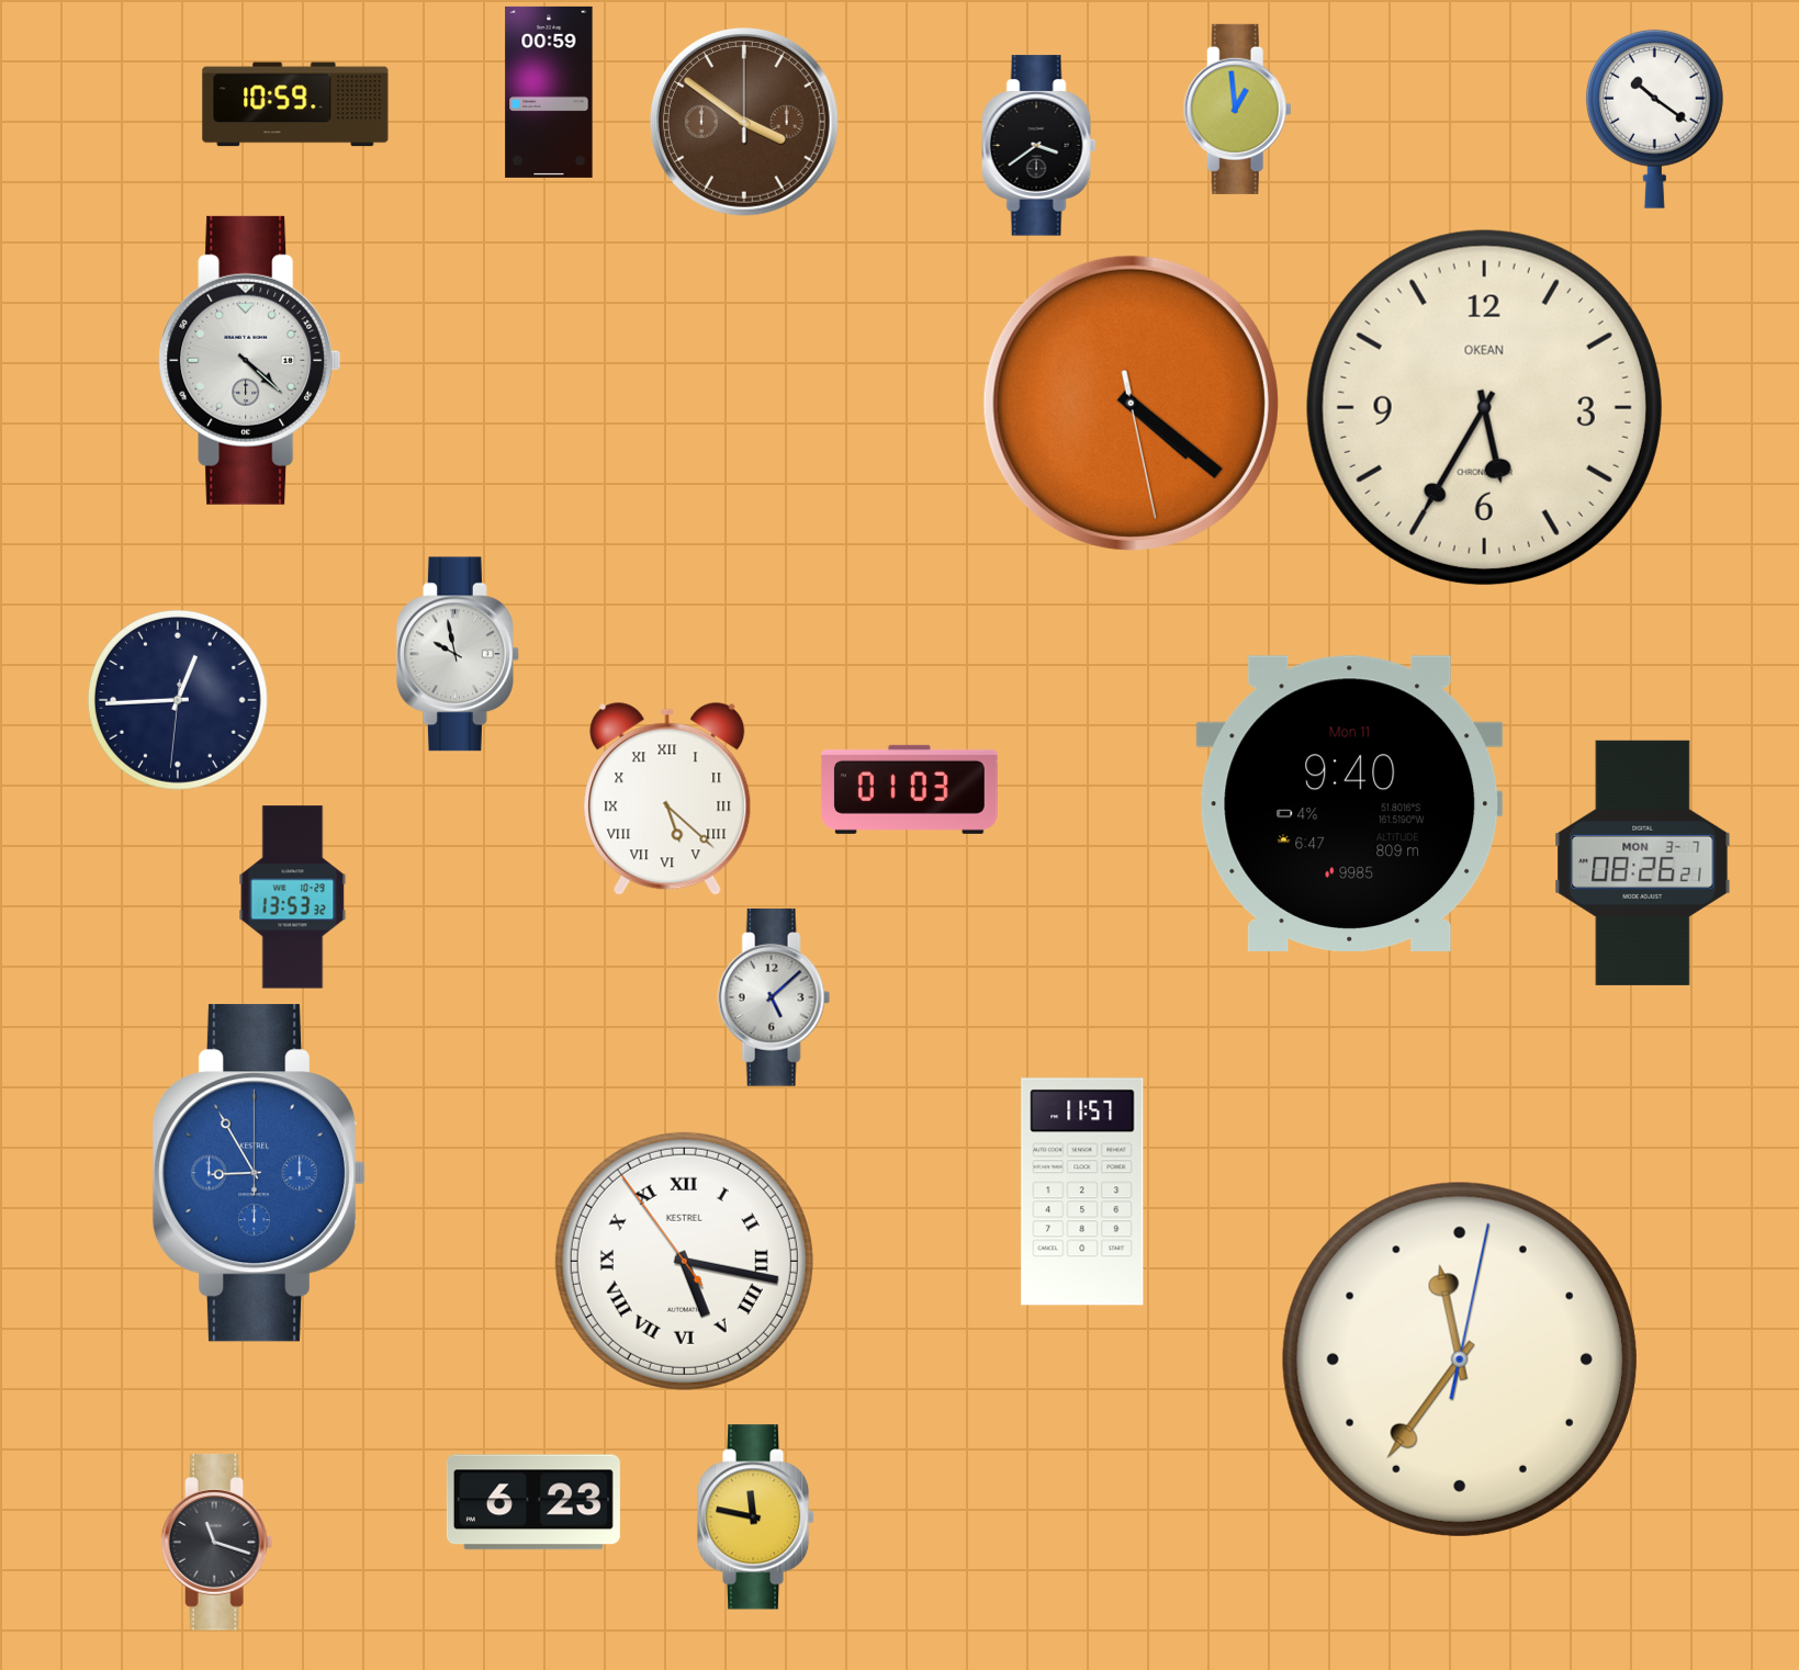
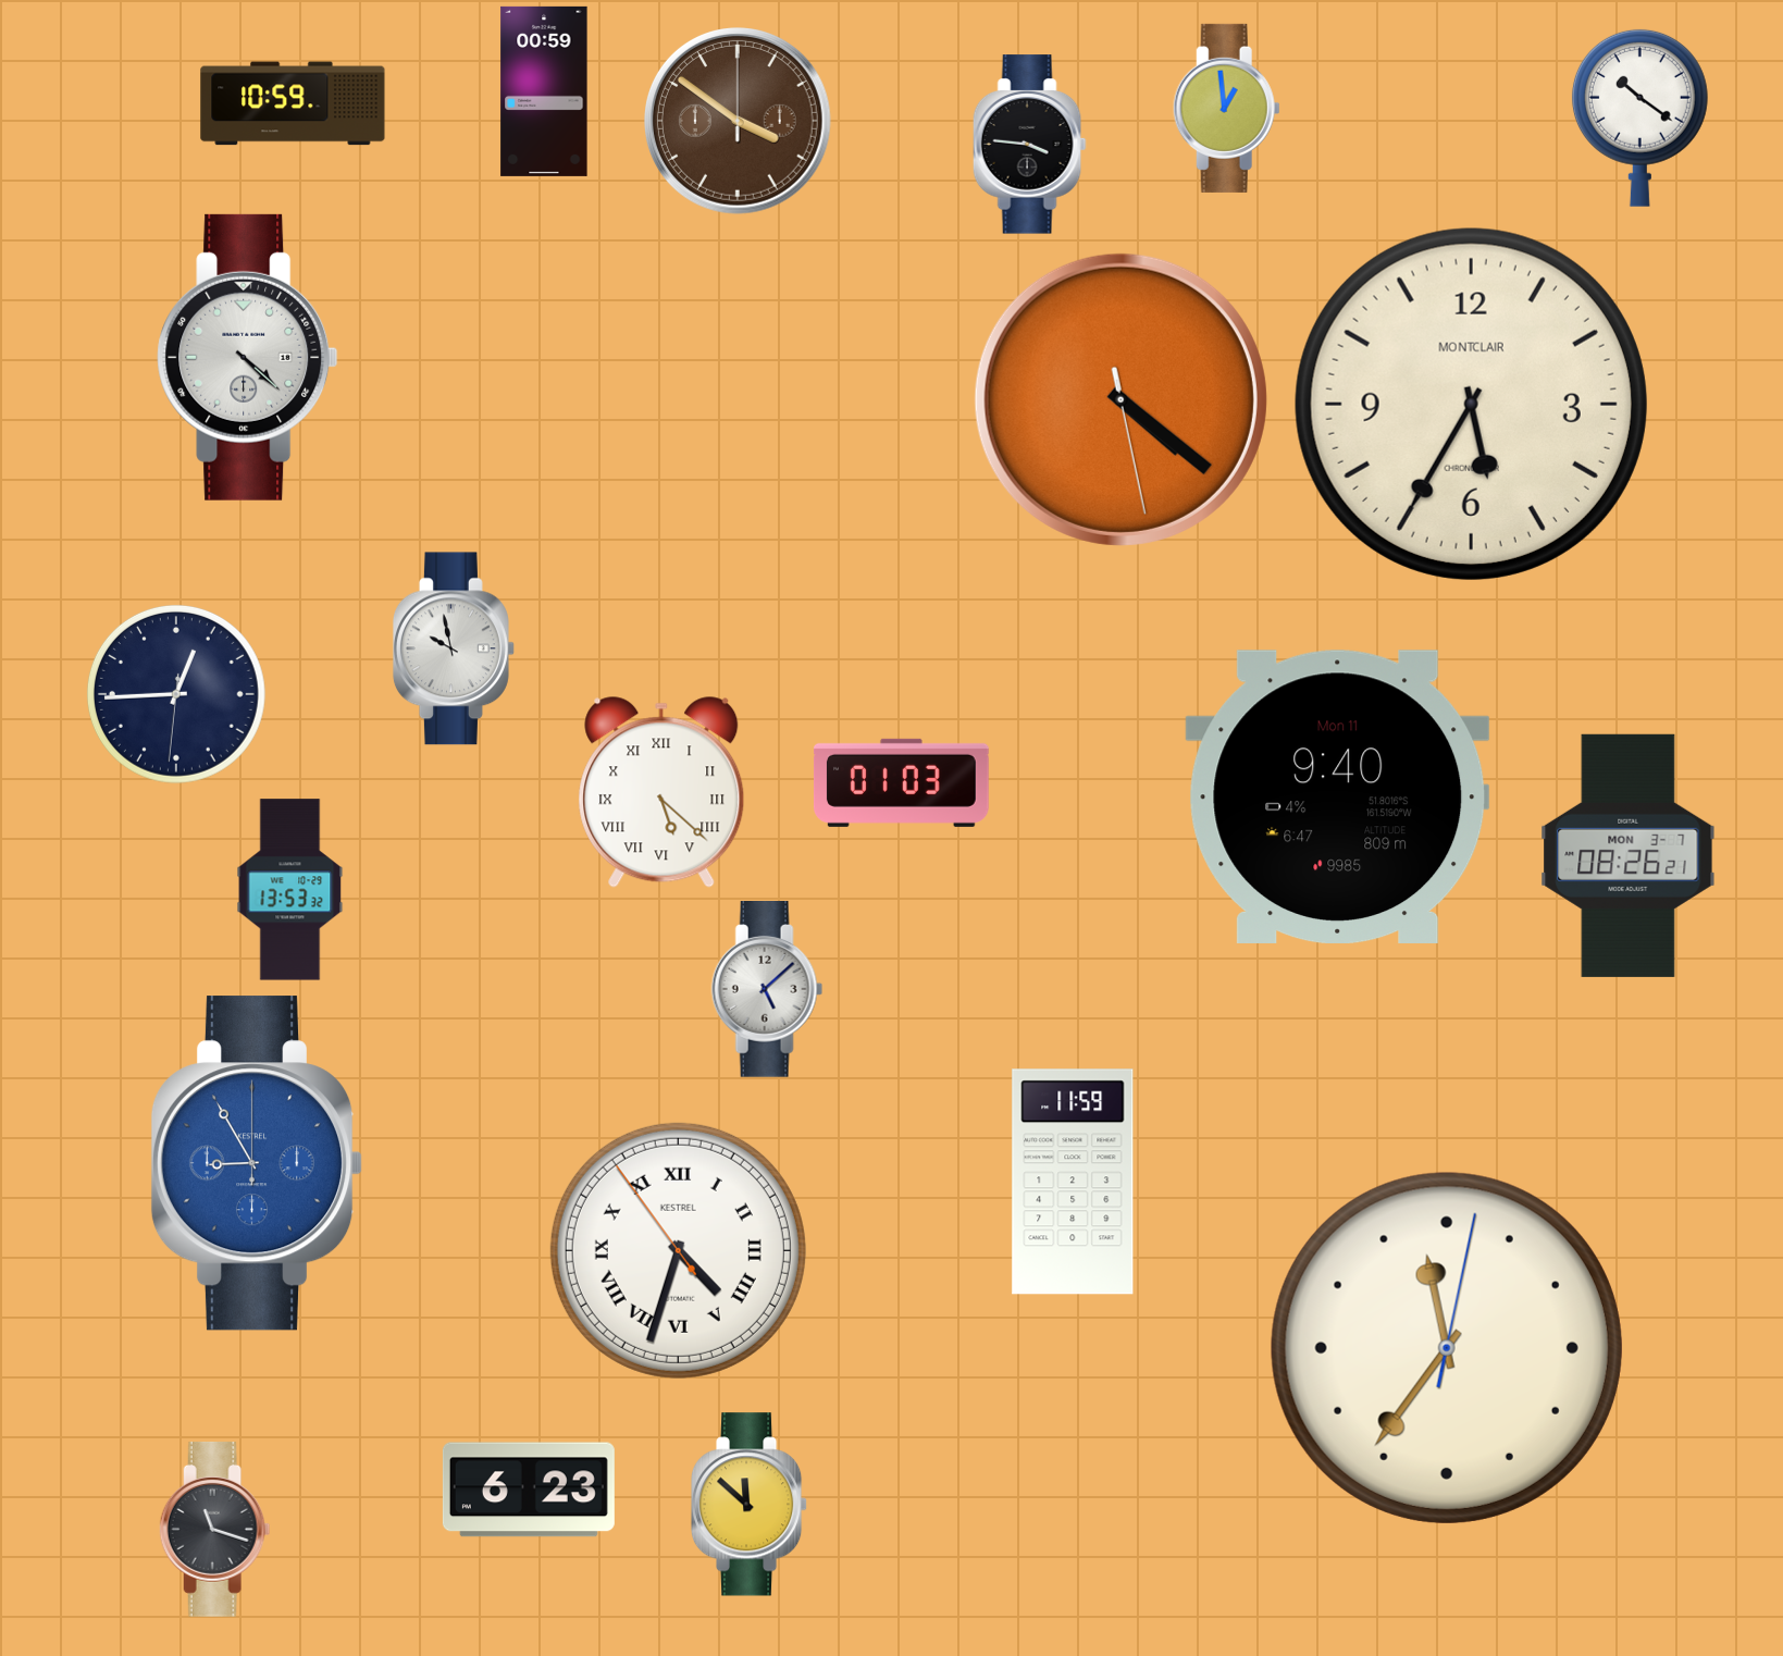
clock at (1038, 146): 3:39 -> 3:46
clock at (1484, 407) brand: OKEAN -> MONTCLAIR
clock at (1082, 1192): 11:57 -> 11:59
clock at (684, 1261): 5:16 -> 4:32
clock at (756, 1517): 11:47 -> 11:52
